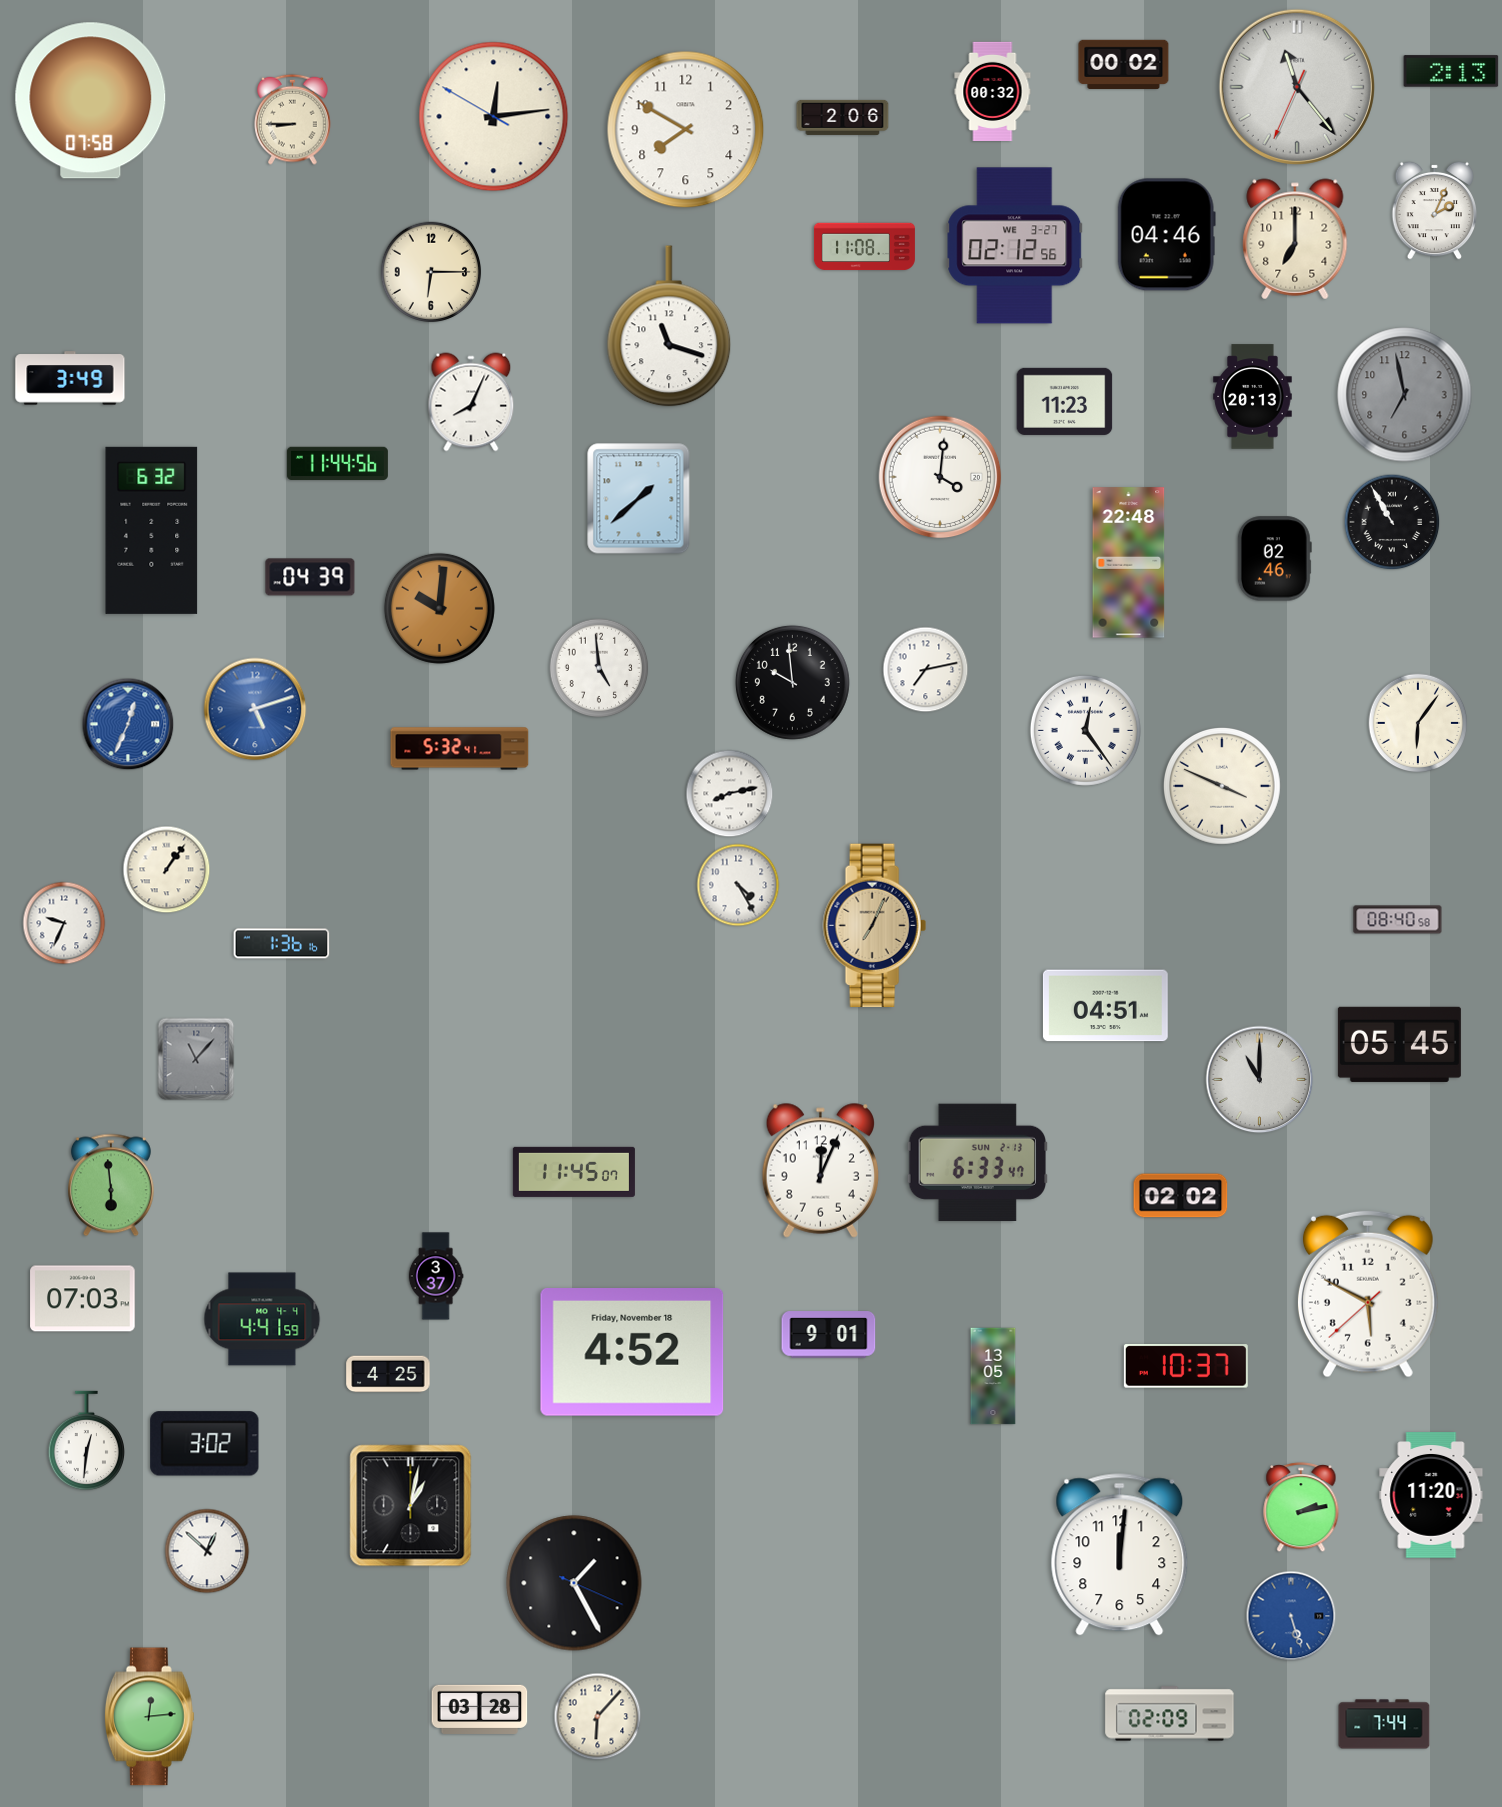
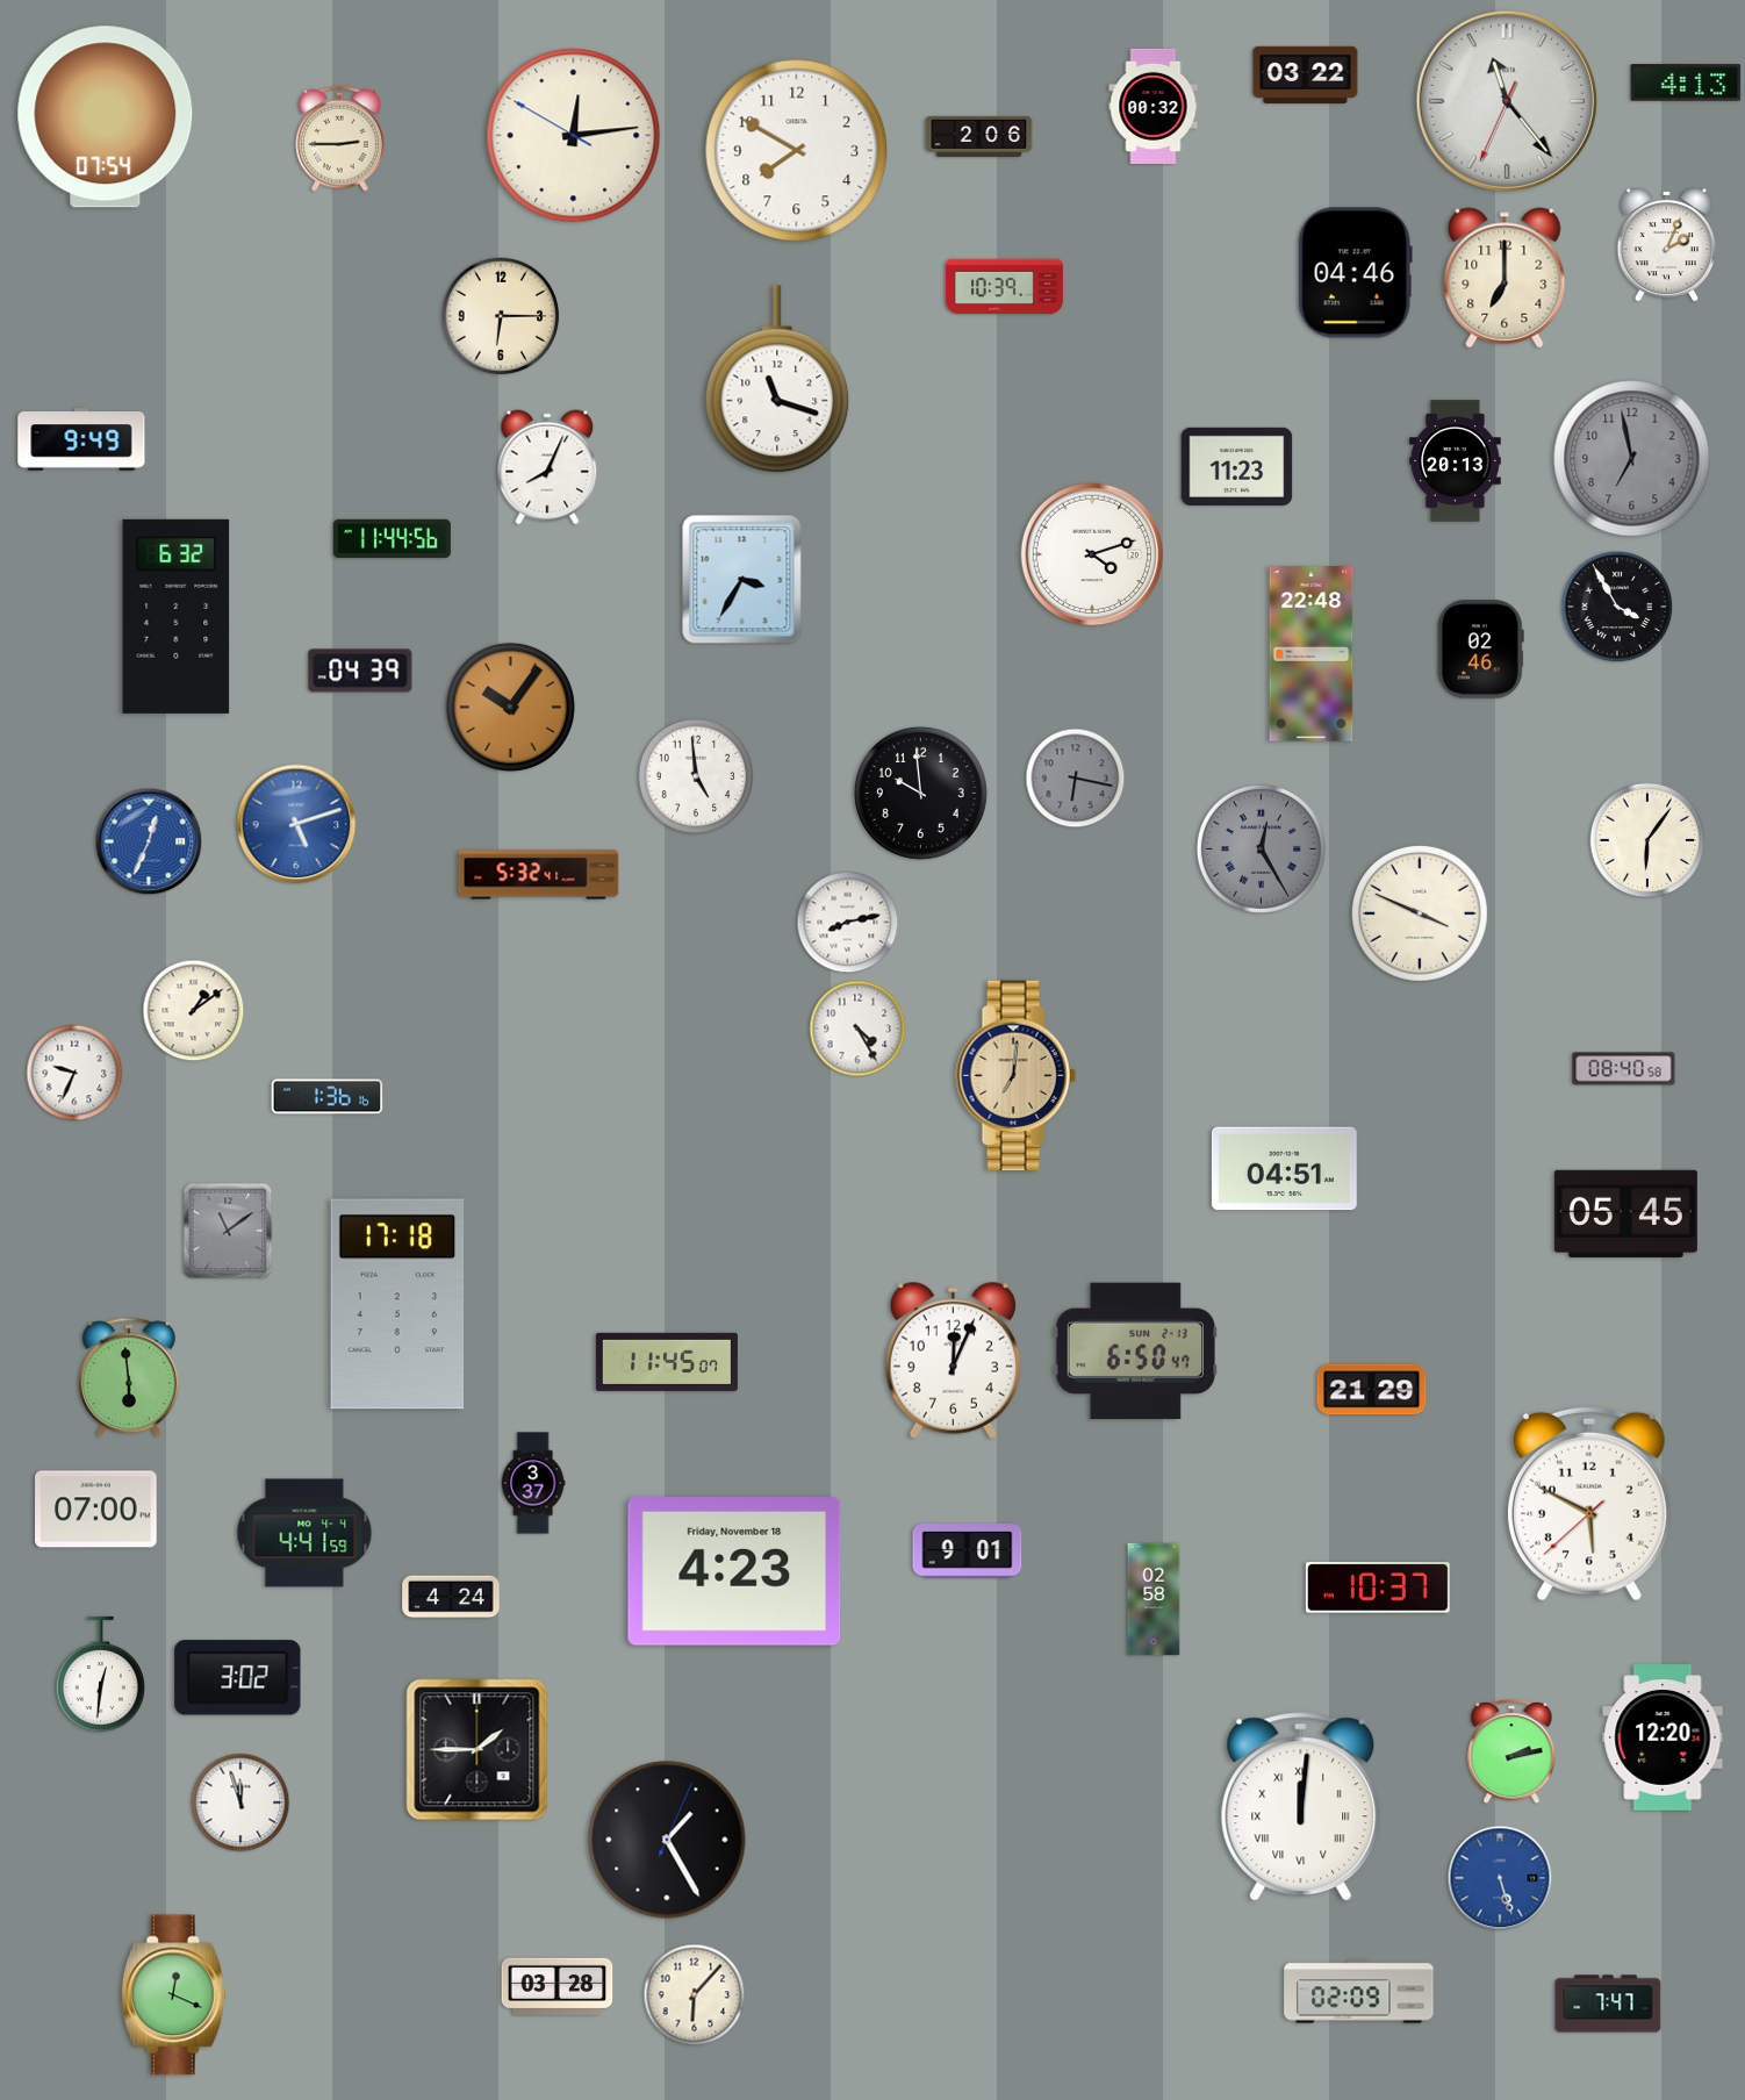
clock at (1124, 64): 00:02 -> 03:22
clock at (1451, 71): 2:13 -> 4:13
clock at (91, 101): 07:58 -> 07:54
clock at (293, 119): 8:45 -> 2:45
clock at (1015, 246): 02:12 -> none
clock at (864, 247): 11:08 -> 10:39
clock at (70, 378): 3:49 -> 9:49
clock at (940, 477): 4:01 -> 4:12
clock at (639, 499): 1:38 -> 3:35
clock at (1392, 522): 10:55 -> 3:55
clock at (439, 608): 10:01 -> 10:06
clock at (926, 670): 7:13 -> 6:17
clock at (926, 670) dial: white -> grey
clock at (1085, 730): 12:24 -> 12:25
clock at (1085, 730) dial: white -> grey
clock at (460, 749) position: (460, 749) -> (539, 875)
clock at (167, 870): 1:06 -> 1:09
clock at (874, 926): 7:04 -> 7:01
clock at (196, 1059): 11:07 -> 11:09
clock at (1260, 1080): 11:00 -> none
clock at (397, 1304): none -> 17:18
clock at (977, 1162): 6:33 -> 6:50
clock at (1181, 1196): 02:02 -> 21:29
clock at (436, 1276) position: (436, 1276) -> (533, 1483)
clock at (83, 1299): 07:03 -> 07:00
clock at (829, 1335) position: (829, 1335) -> (968, 1551)
clock at (632, 1353): 4:52 -> 4:23
clock at (388, 1374): 4:25 -> 4:24
clock at (993, 1376): 13:05 -> 02:58
clock at (1431, 1495): 11:20 -> 12:20
clock at (411, 1506): 1:02 -> 1:45
clock at (207, 1551): 12:52 -> 11:57
clock at (1120, 1555) numerals: Arabic -> Roman
clock at (574, 1583): 1:25:19 -> 1:25:04
clock at (149, 1717): 12:14 -> 12:19
clock at (1384, 1724): 7:44 -> 7:47
